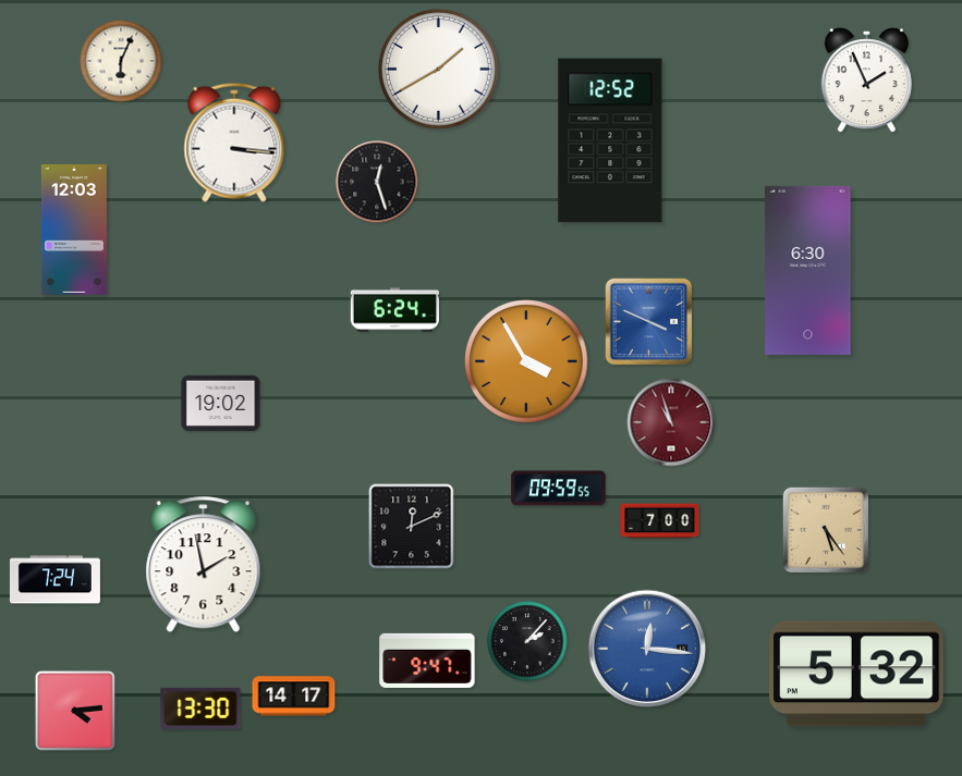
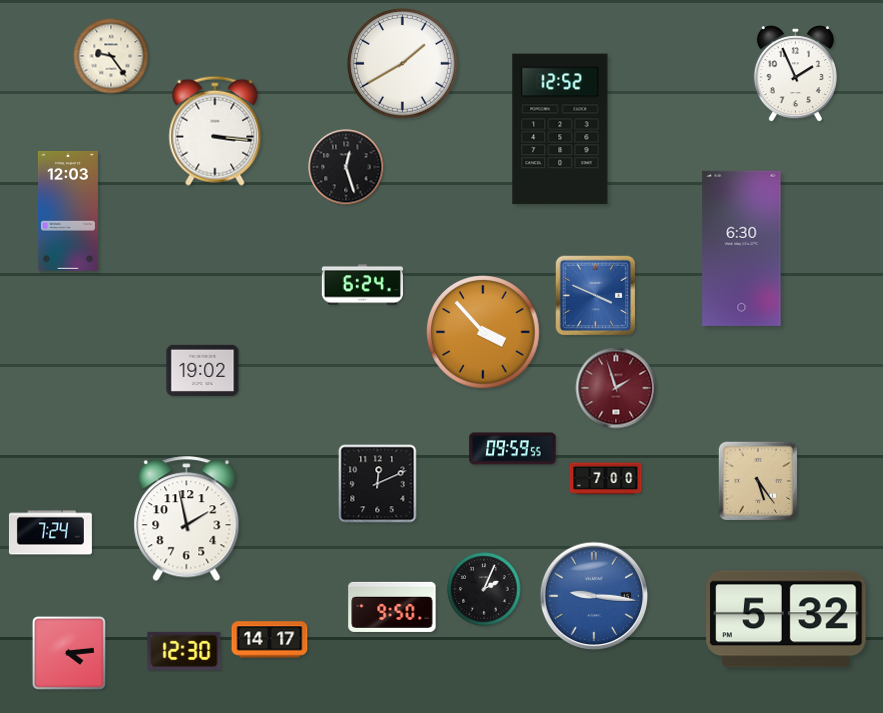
clock at (121, 61): 6:04 -> 9:24
clock at (526, 361): 3:55 -> 3:53
clock at (671, 422): 10:57 -> 1:57
clock at (826, 530) position: (826, 530) -> (758, 481)
clock at (527, 641): 2:07 -> 2:04
clock at (647, 649): 12:16 -> 9:16
clock at (427, 661): 9:47 -> 9:50
clock at (200, 709): 13:30 -> 12:30
